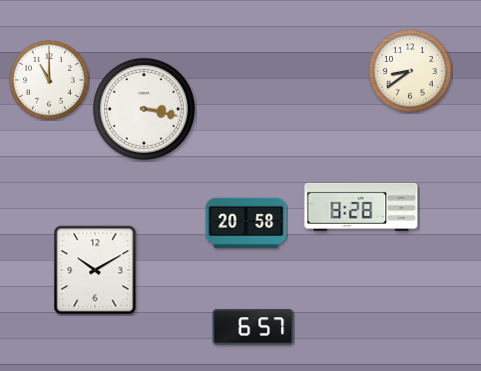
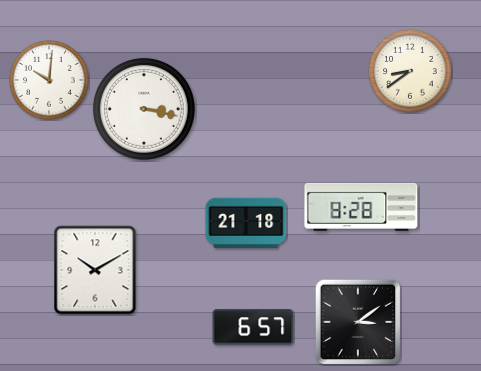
clock at (49, 80): 11:00 -> 10:01
clock at (246, 223): 20:58 -> 21:18
clock at (358, 322): none -> 3:09
